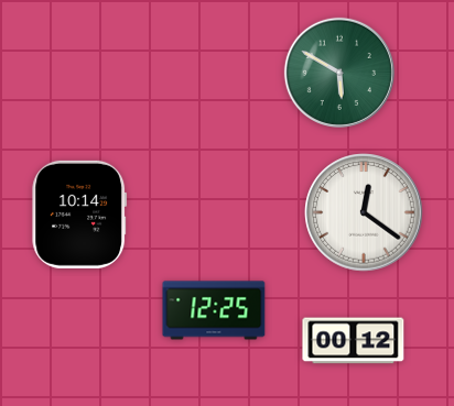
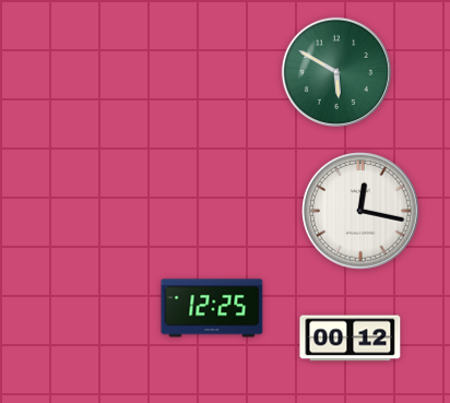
clock at (364, 212): 12:21 -> 12:17
clock at (79, 215): 10:14 -> none
